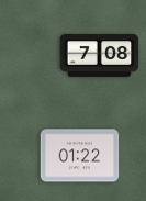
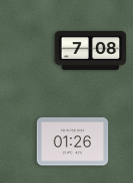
clock at (80, 156): 01:22 -> 01:26
